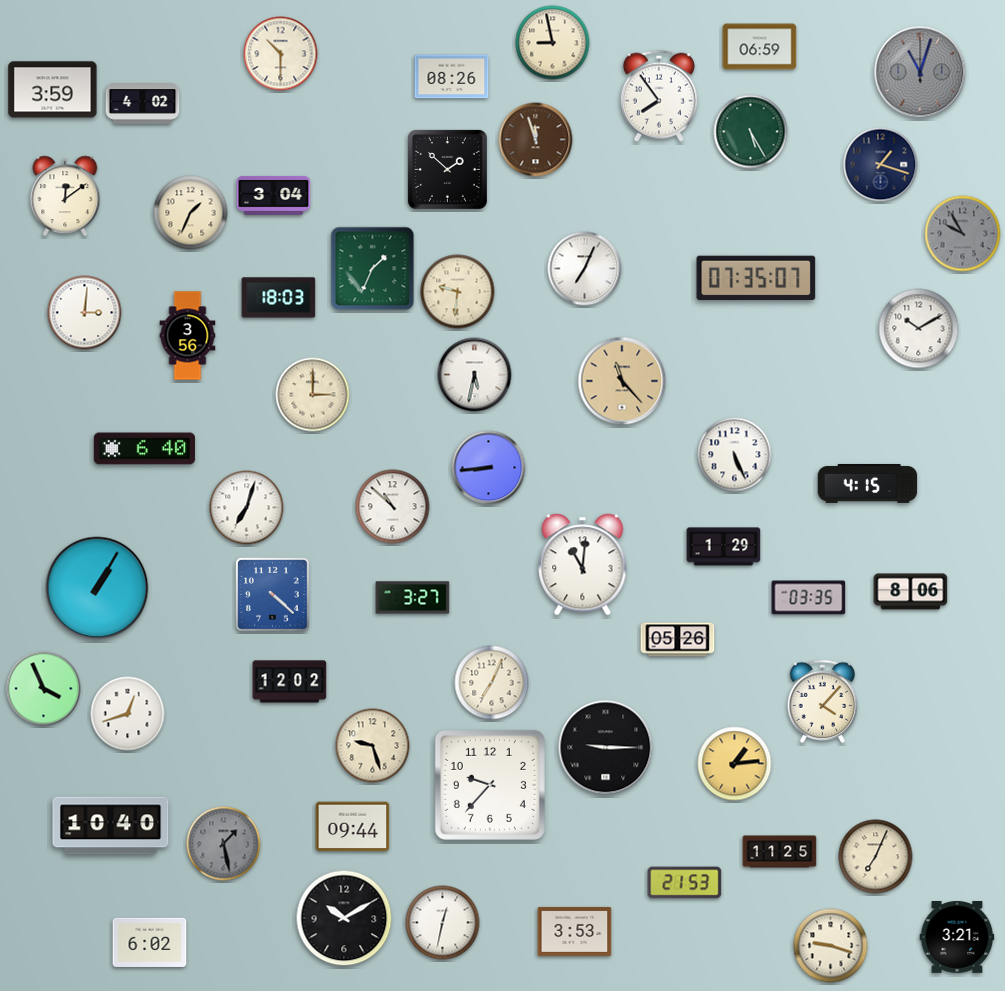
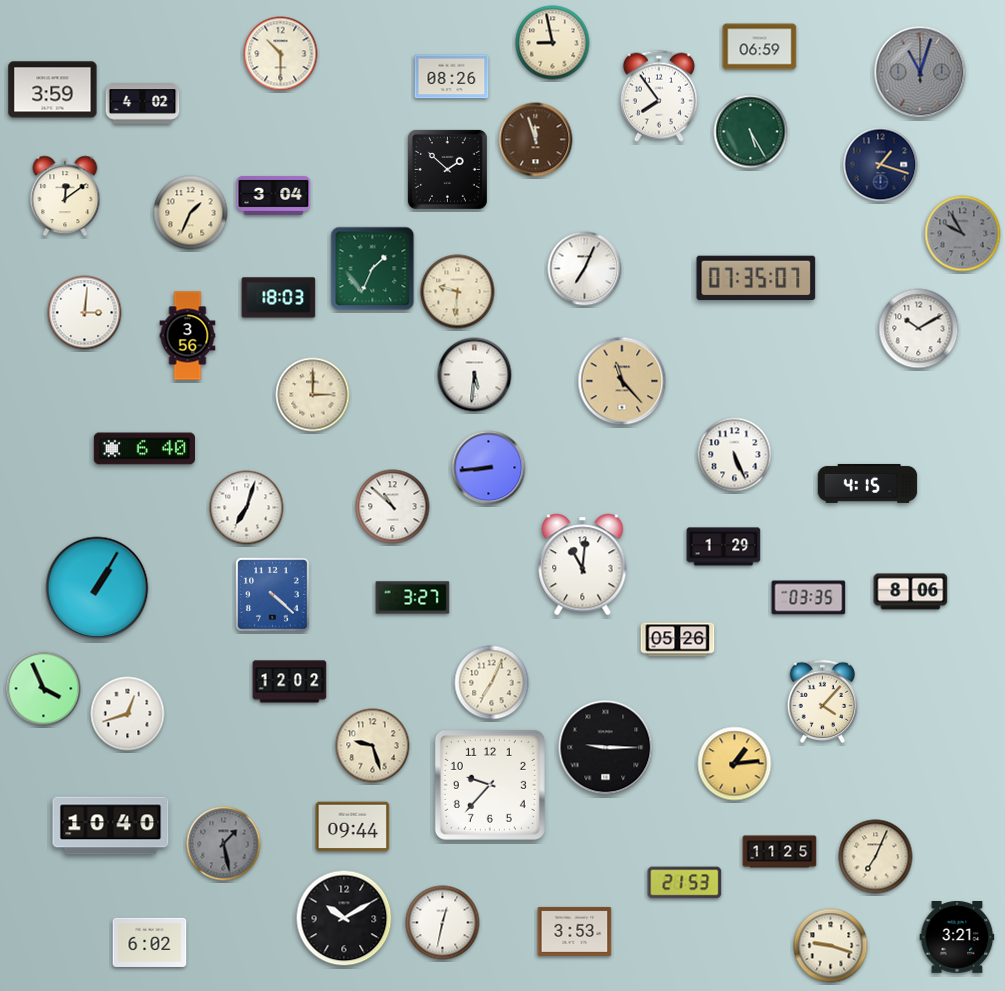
clock at (475, 375): 5:32 -> 5:31
